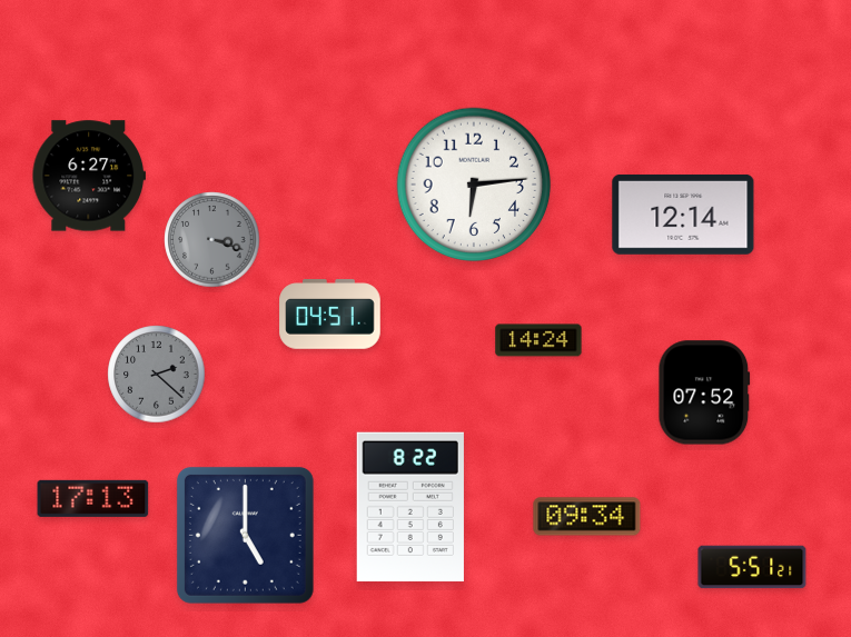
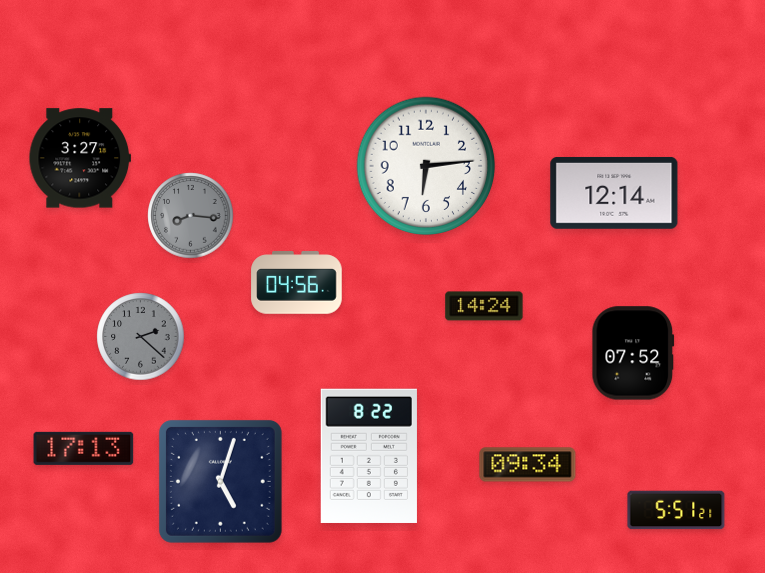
clock at (88, 176): 6:27 -> 3:27
clock at (212, 240): 3:18 -> 8:16
clock at (330, 315): 04:51 -> 04:56
clock at (245, 535): 5:00 -> 5:03
